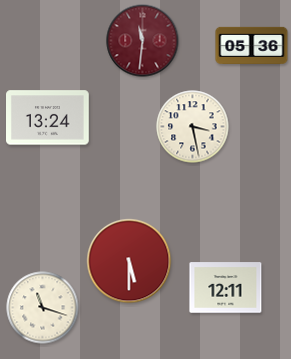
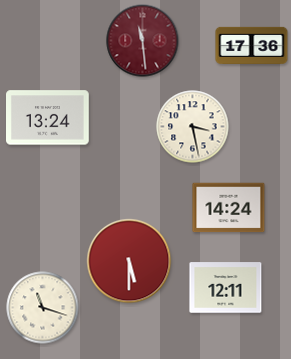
clock at (143, 41): 11:31 -> 11:29
clock at (252, 45): 05:36 -> 17:36
clock at (229, 208): none -> 14:24
